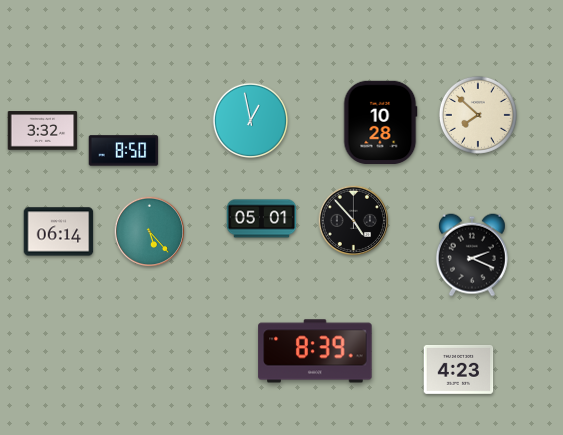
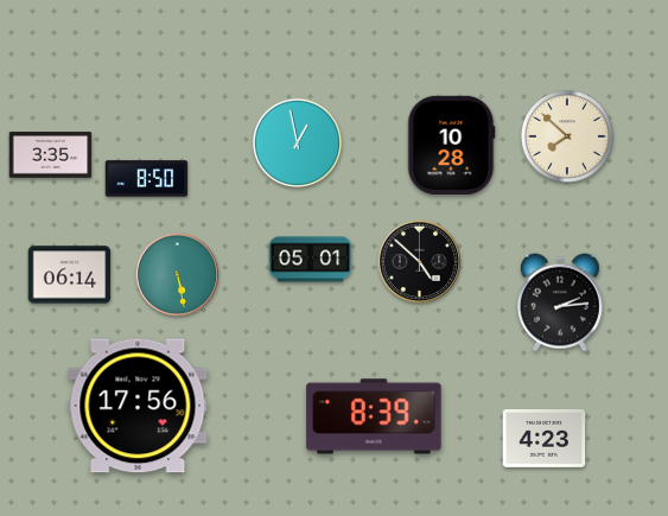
clock at (43, 131): 3:32 -> 3:35
clock at (354, 221): 4:53 -> 4:52
clock at (150, 232): 5:23 -> 5:28
clock at (472, 255): 2:19 -> 2:14
clock at (138, 406): none -> 17:56
